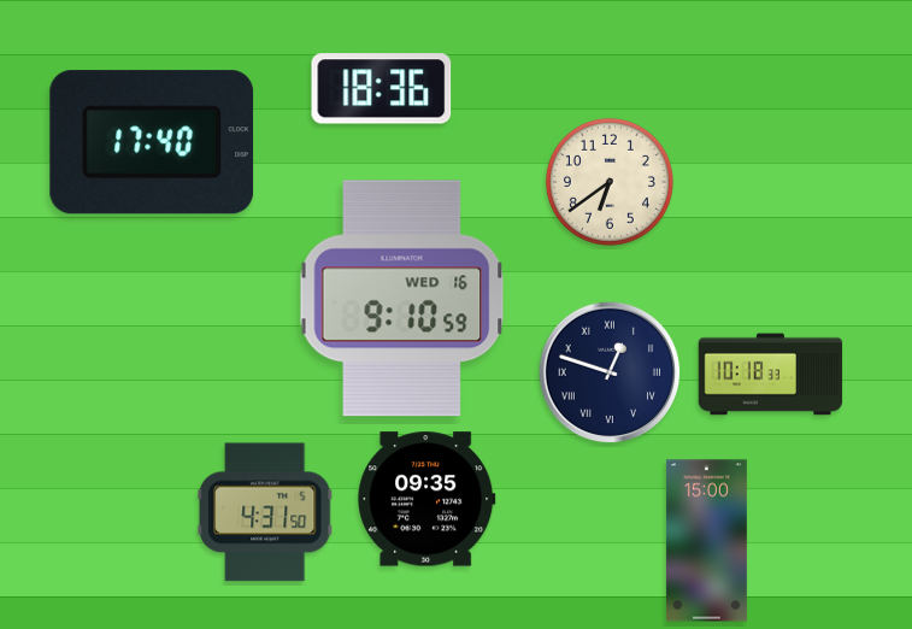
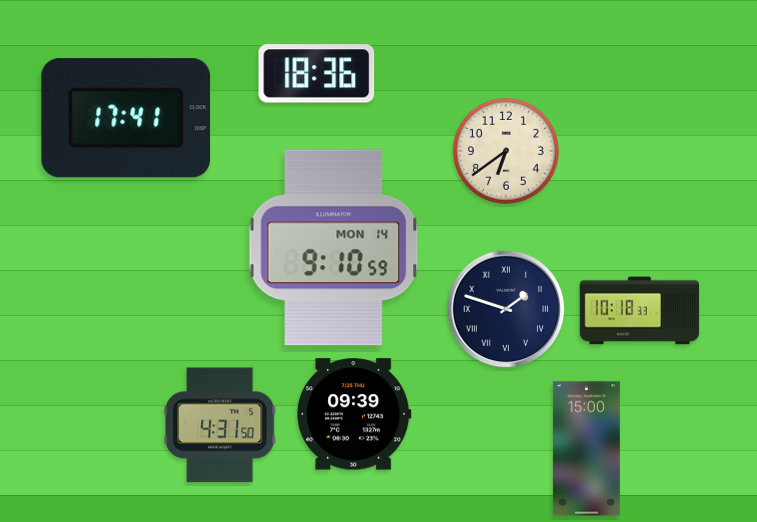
clock at (152, 142): 17:40 -> 17:41
clock at (402, 299) date: WED 16 -> MON 14
clock at (610, 372): 12:48 -> 1:48
clock at (426, 499): 09:35 -> 09:39
